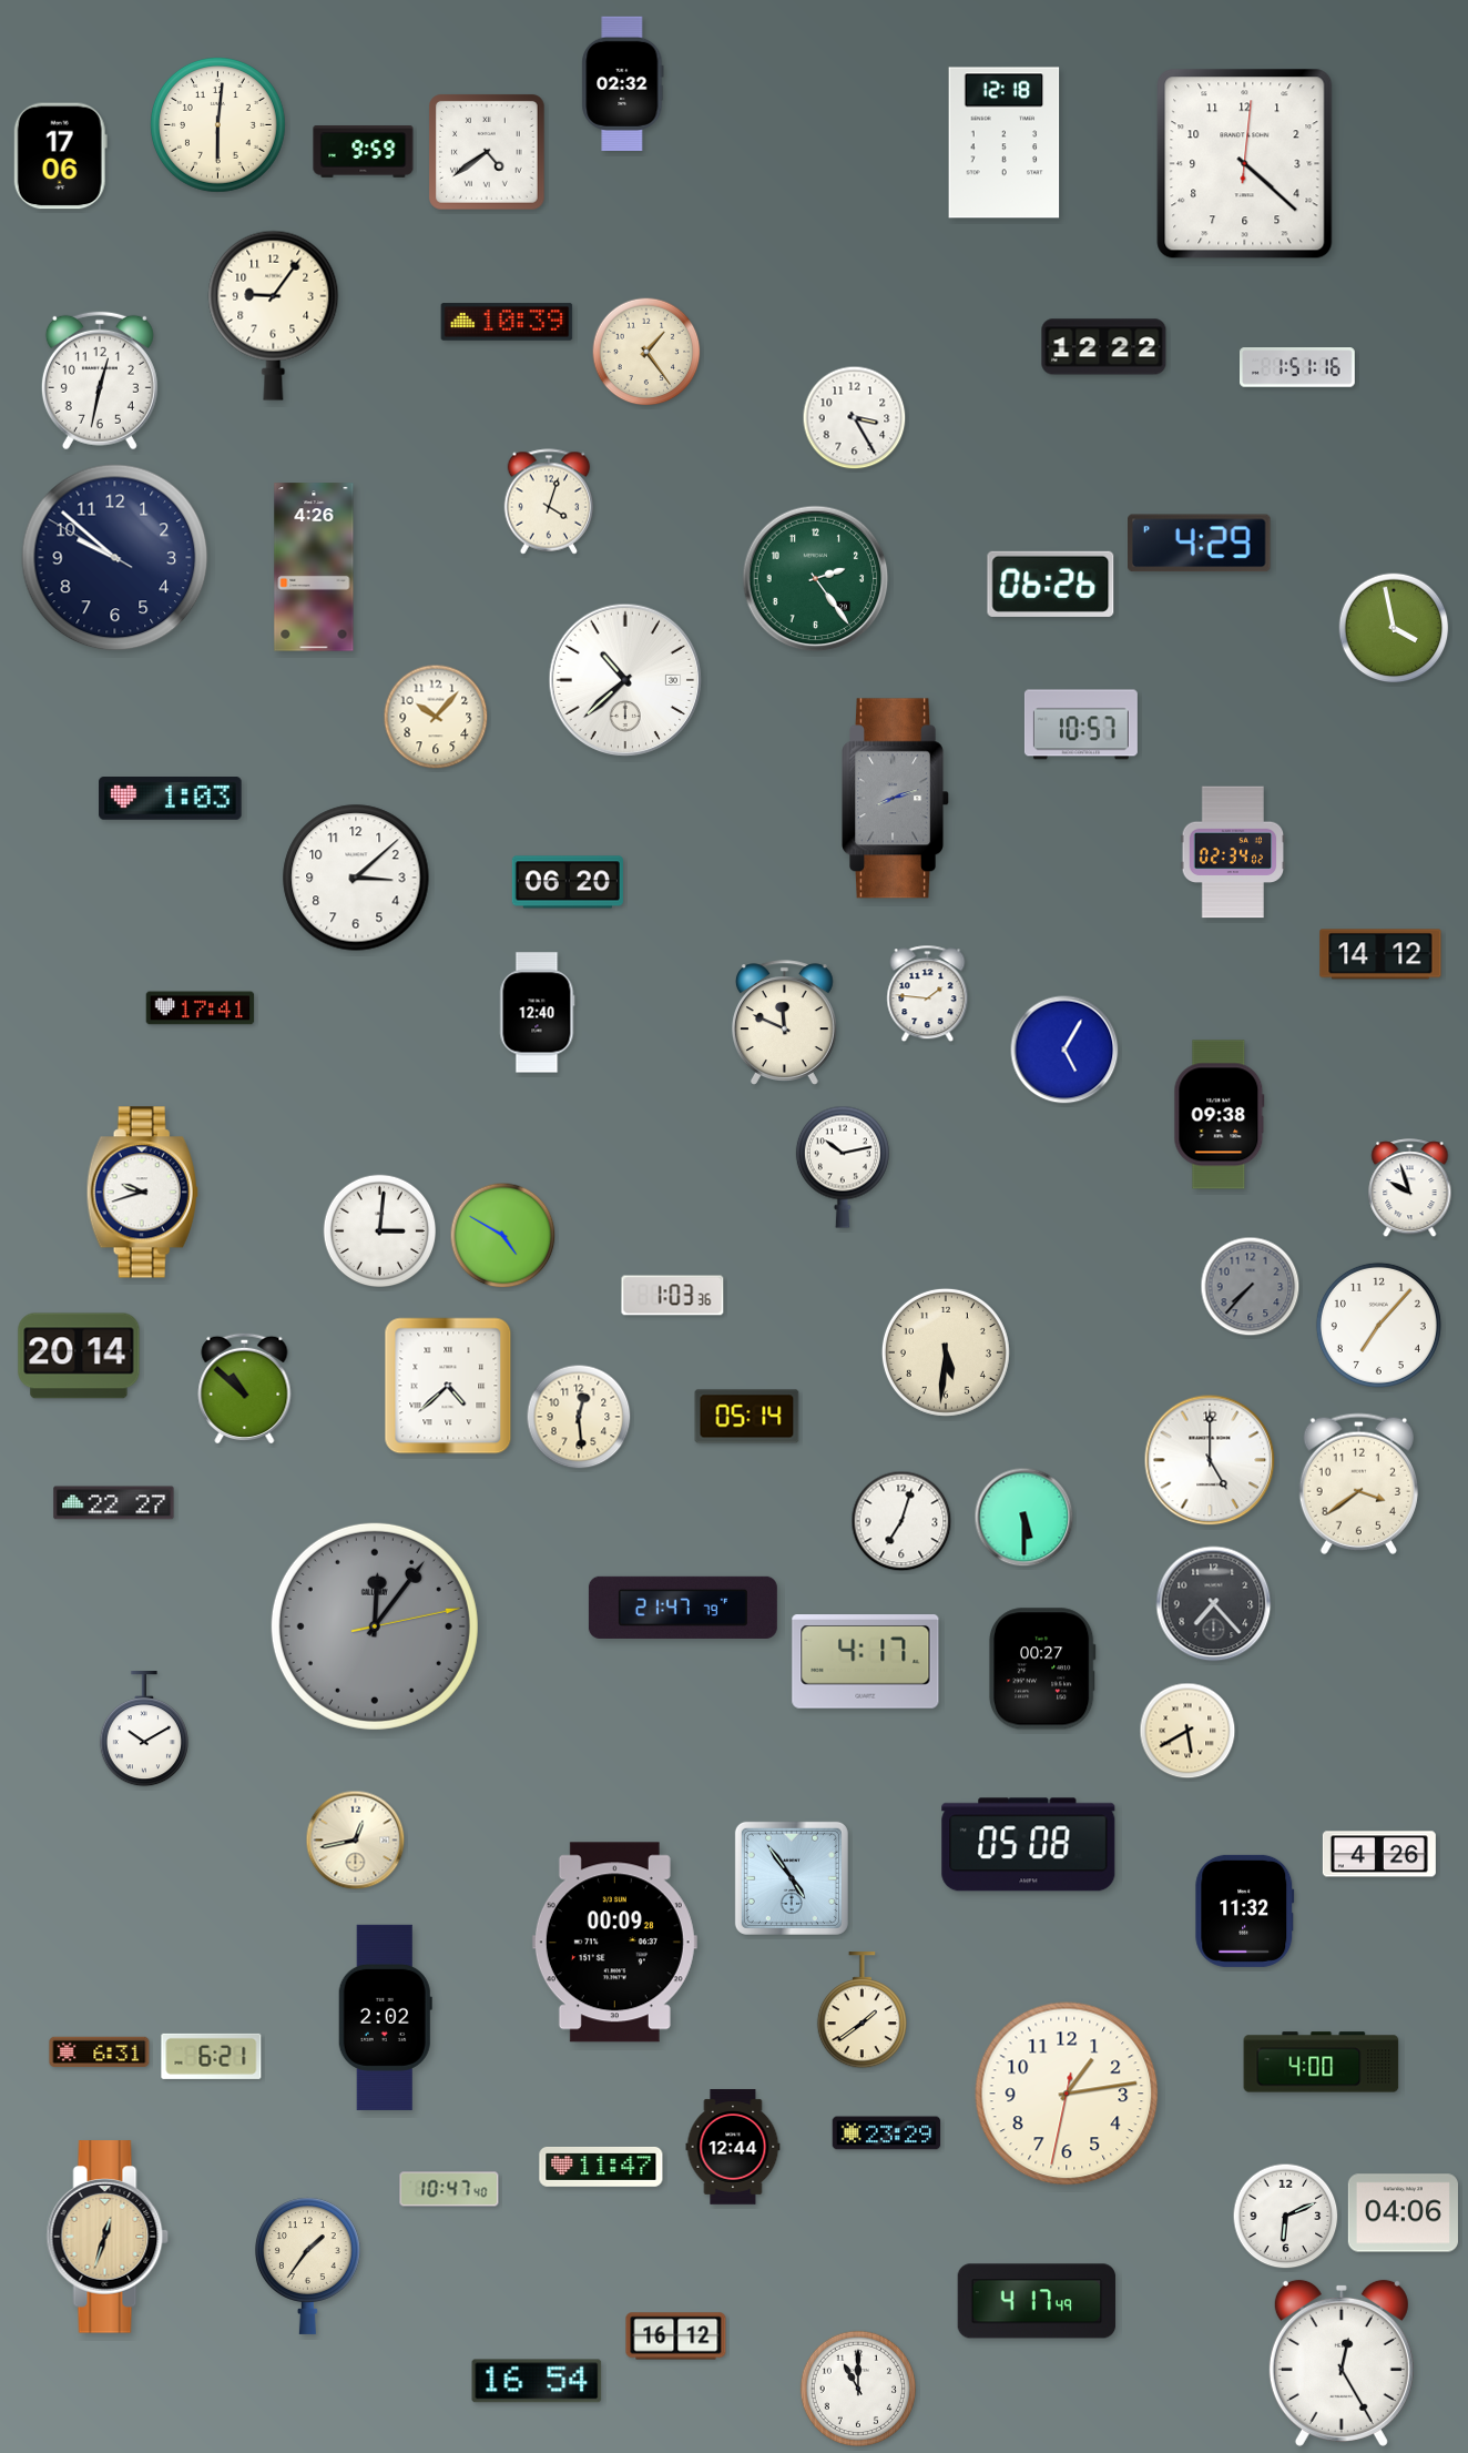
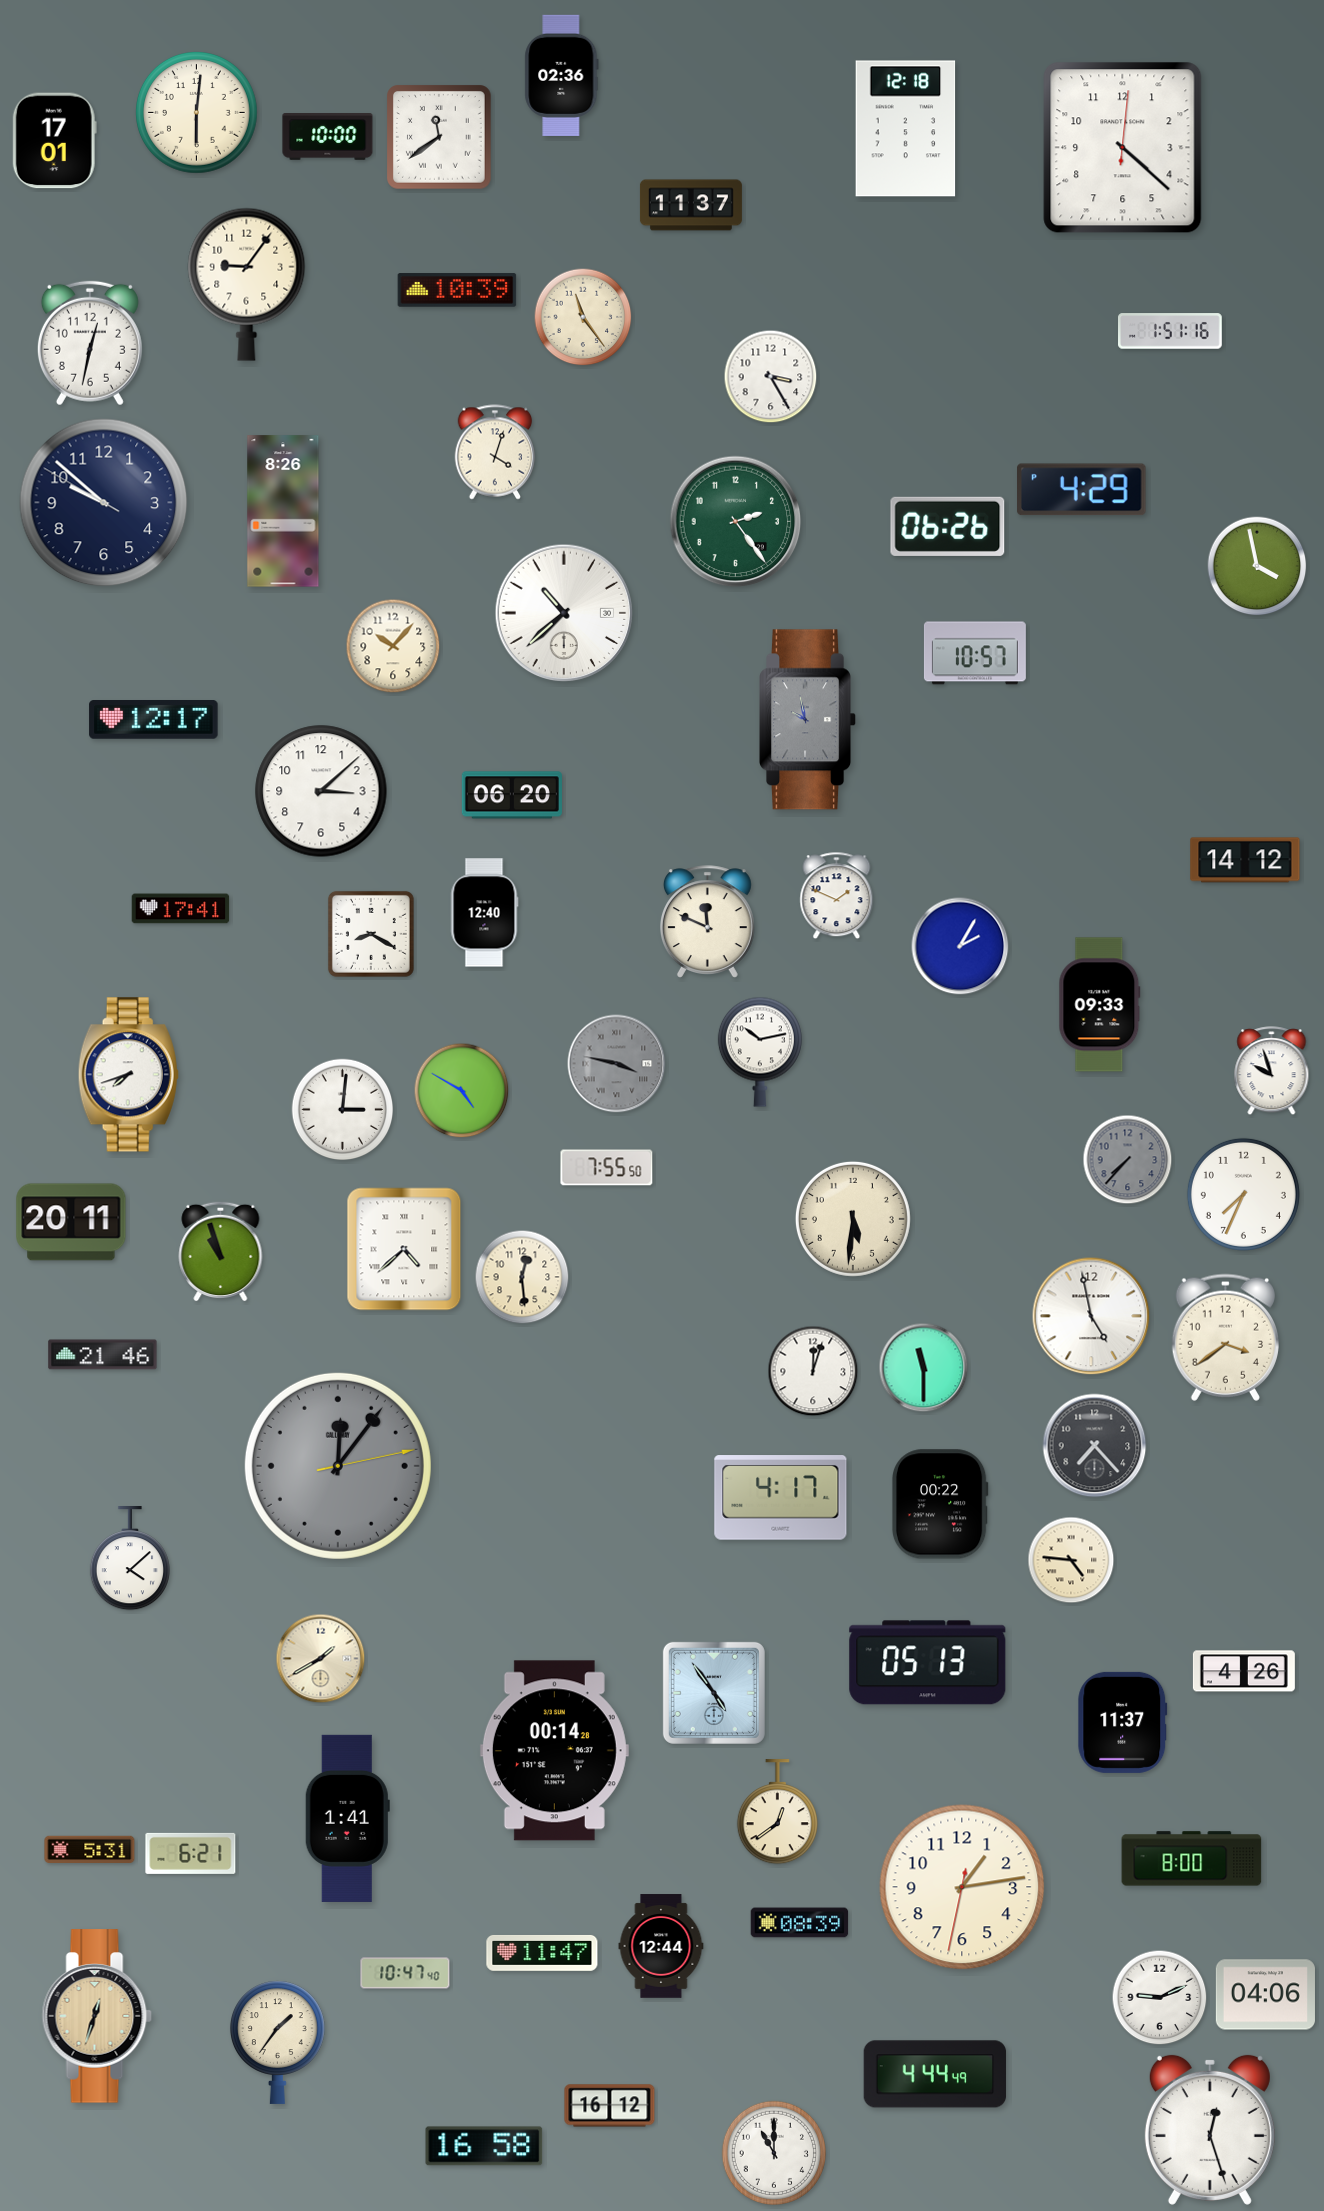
clock at (623, 83): 02:32 -> 02:36
clock at (364, 152): 9:59 -> 10:00
clock at (488, 153): 4:39 -> 11:39
clock at (60, 156): 17:06 -> 17:01
clock at (691, 205): none -> 11:37
clock at (1104, 347): 12:22 -> none
clock at (646, 352): 1:24 -> 11:24
clock at (314, 567): 4:26 -> 8:26
clock at (171, 799): 1:03 -> 12:17
clock at (896, 799): 8:12 -> 9:58
clock at (1233, 852): 02:34 -> none
clock at (928, 994): 1:46 -> 1:49
clock at (371, 934): none -> 8:20
clock at (1064, 1050): 5:05 -> 2:05
clock at (1220, 1115): 09:38 -> 09:33
clock at (617, 1064): none -> 3:47
clock at (142, 1193): 9:42 -> 7:42
clock at (503, 1236) position: (503, 1236) -> (462, 1091)
clock at (673, 1296): 1:03 -> 7:55
clock at (1378, 1325): 7:07 -> 7:34
clock at (79, 1356): 20:14 -> 20:11
clock at (245, 1388): 10:52 -> 10:57
clock at (747, 1417): 05:14 -> none
clock at (1210, 1460): 5:00 -> 4:58
clock at (114, 1503): 22:27 -> 21:46
clock at (1024, 1518): 5:30 -> 11:30
clock at (901, 1521): 7:03 -> 12:03
clock at (683, 1608): 21:47 -> none
clock at (1042, 1669): 00:27 -> 00:22
clock at (144, 1730): 10:10 -> 4:08
clock at (1187, 1731): 5:40 -> 4:46
clock at (356, 1841): 12:43 -> 1:40
clock at (1029, 1845): 05:08 -> 05:13
clock at (1245, 1910): 11:32 -> 11:37
clock at (614, 1943): 00:09 -> 00:14
clock at (862, 2010): 1:39 -> 12:39
clock at (385, 2017): 2:02 -> 1:41
clock at (100, 2052): 6:31 -> 5:31
clock at (1322, 2062): 4:00 -> 8:00
clock at (887, 2133): 23:29 -> 08:39
clock at (733, 2147) position: (733, 2147) -> (661, 1946)
clock at (1286, 2217): 6:11 -> 9:11
clock at (1037, 2301): 4:17 -> 4:44
clock at (1342, 2363): 12:25 -> 12:27
clock at (537, 2381): 16:54 -> 16:58
